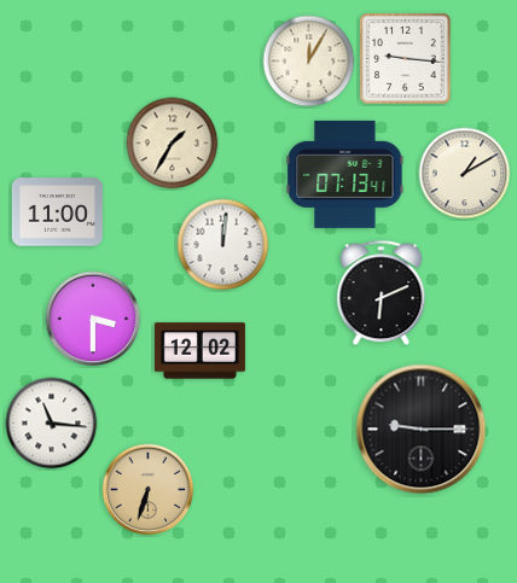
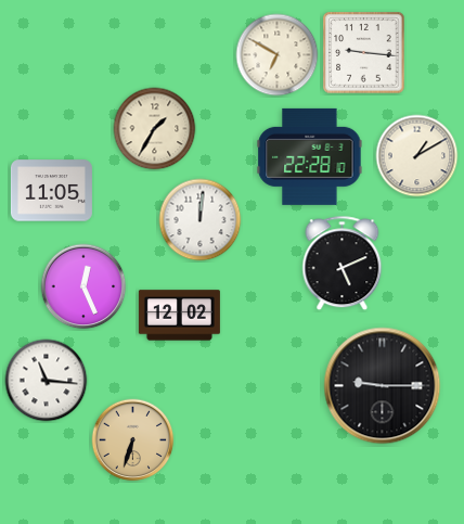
clock at (309, 62): 12:05 -> 6:50
clock at (345, 174): 07:13 -> 22:28
clock at (57, 212): 11:00 -> 11:05
clock at (382, 293): 6:11 -> 5:11
clock at (93, 319): 3:30 -> 12:26
clock at (422, 430) position: (422, 430) -> (383, 386)
